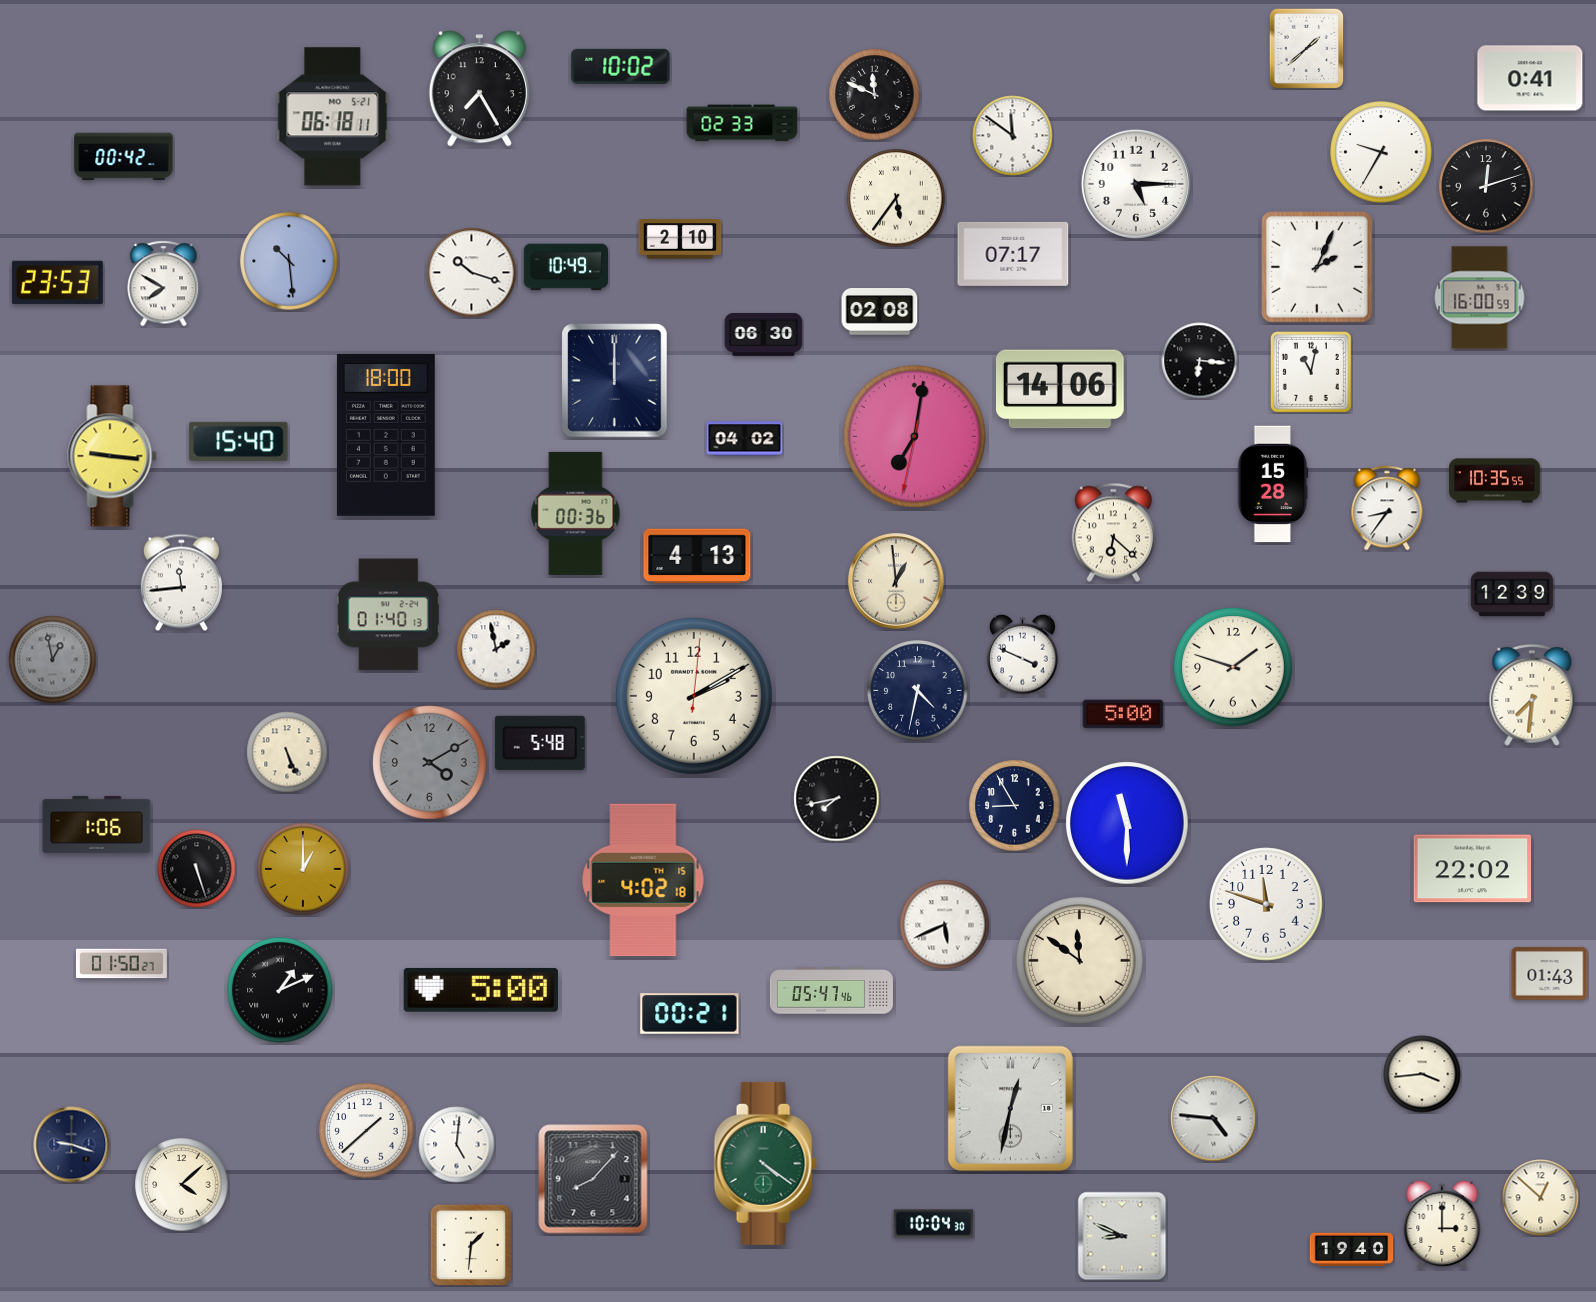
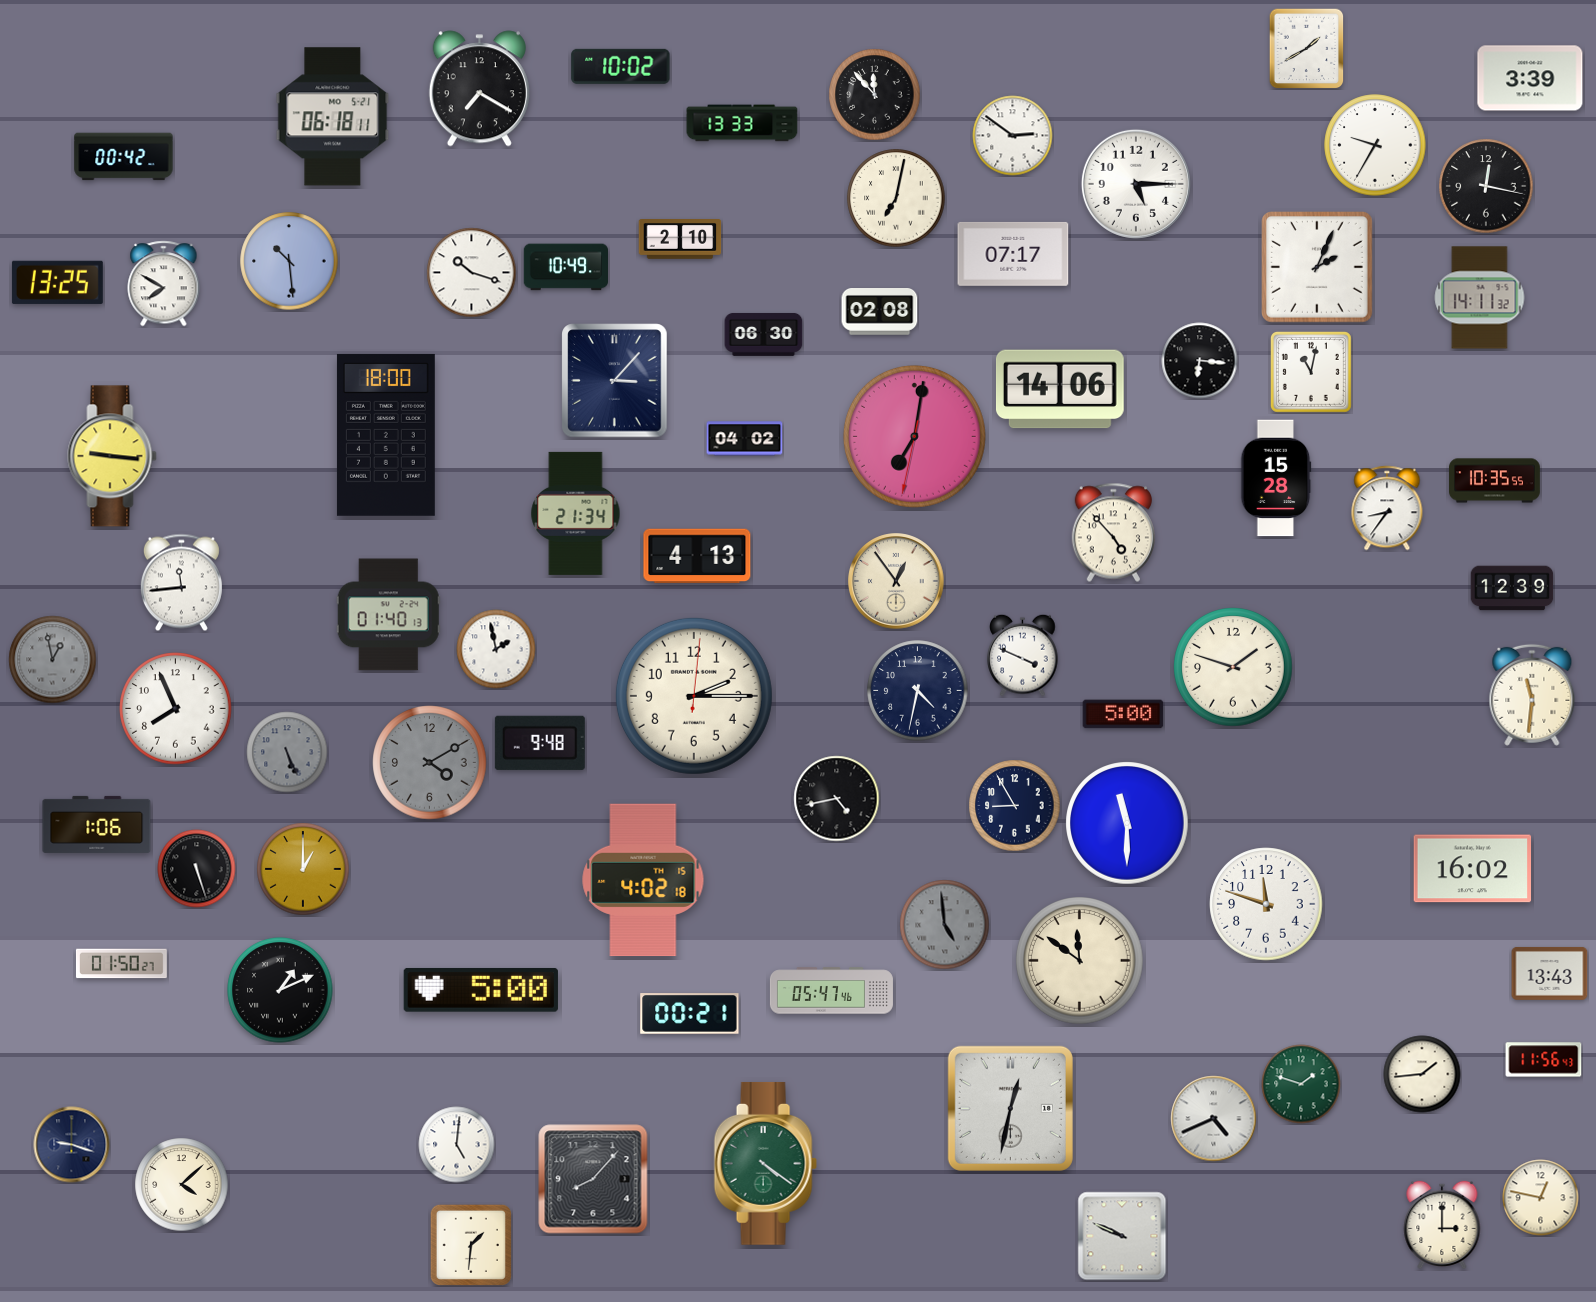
clock at (1307, 48): 1:38 -> 1:40
clock at (1530, 78): 0:41 -> 3:39
clock at (479, 89): 7:25 -> 7:20
clock at (875, 95): 11:49 -> 11:53
clock at (742, 123): 02:33 -> 13:33
clock at (1013, 136): 11:51 -> 2:51
clock at (1381, 152) position: (1381, 152) -> (1375, 145)
clock at (1486, 186): 12:12 -> 12:17
clock at (896, 198): 5:36 -> 7:02
clock at (57, 282): 23:53 -> 13:25
clock at (1480, 298): 16:00 -> 14:11
clock at (615, 381): 12:00 -> 3:07
clock at (239, 441): 15:40 -> none
clock at (1273, 484) position: (1273, 484) -> (1276, 478)
clock at (576, 513): 00:36 -> 21:34
clock at (1113, 533): 6:22 -> 4:53
clock at (896, 581): 12:59 -> 12:54
clock at (1512, 594) position: (1512, 594) -> (1512, 588)
clock at (1532, 695): 7:31 -> 11:31
clock at (694, 696): 2:10 -> 2:15
clock at (176, 709): none -> 7:56
clock at (540, 743): 5:48 -> 9:48
clock at (287, 752) dial: cream -> grey
clock at (837, 799): 7:43 -> 4:43
clock at (1473, 869): 22:02 -> 16:02
clock at (945, 925): 5:41 -> 4:59
clock at (945, 925) dial: white -> grey
clock at (1550, 973): 01:43 -> 13:43
clock at (1544, 1060): none -> 11:56
clock at (1422, 1074): 3:44 -> 1:44
clock at (1301, 1084): none -> 1:48
clock at (1214, 1119): 4:46 -> 4:41
clock at (367, 1131): 1:38 -> none
clock at (1541, 1198): 12:52 -> 12:47
clock at (934, 1224): 10:04 -> none
clock at (1122, 1236): 8:49 -> 9:49
clock at (1352, 1249): 19:40 -> none
